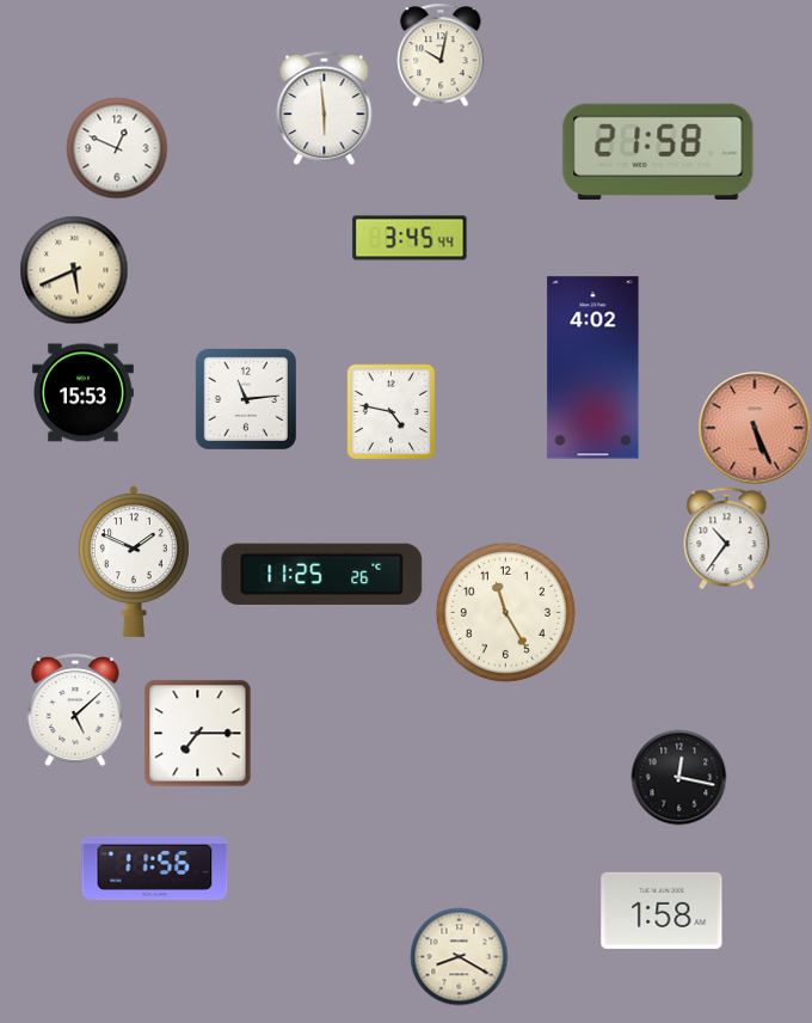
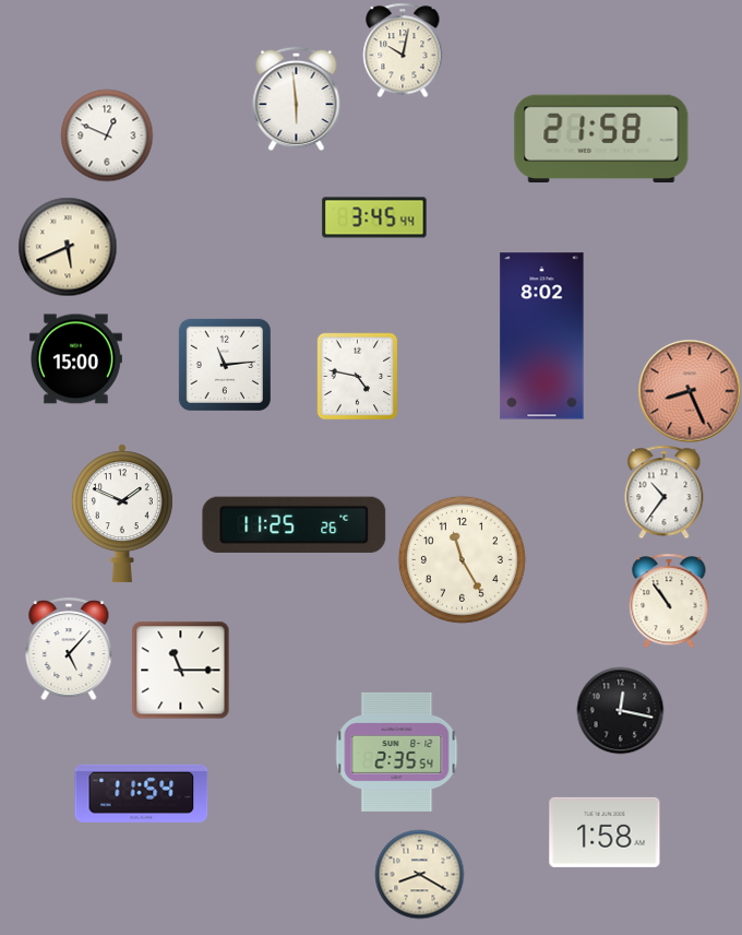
clock at (593, 368): 4:02 -> 8:02
clock at (82, 393): 15:53 -> 15:00
clock at (755, 428): 5:26 -> 8:26
clock at (669, 601): none -> 10:54
clock at (75, 711): 5:08 -> 5:07
clock at (197, 733): 7:15 -> 11:15
clock at (397, 751): none -> 2:35
clock at (155, 868): 11:56 -> 11:54
